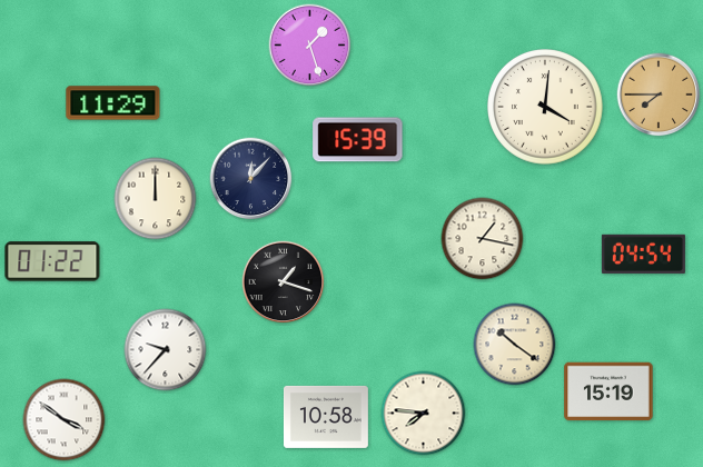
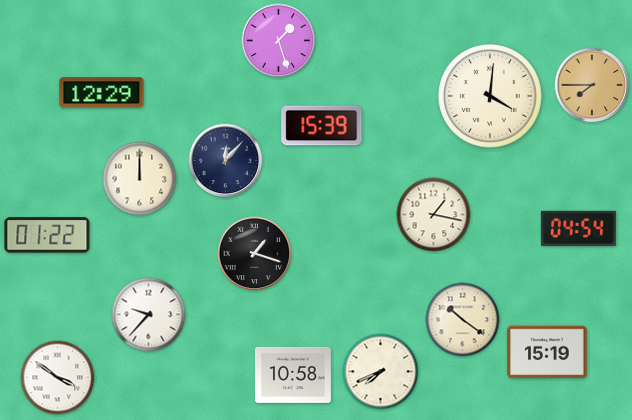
clock at (113, 103): 11:29 -> 12:29
clock at (515, 345) position: (515, 345) -> (463, 320)
clock at (424, 414): 7:46 -> 7:41
